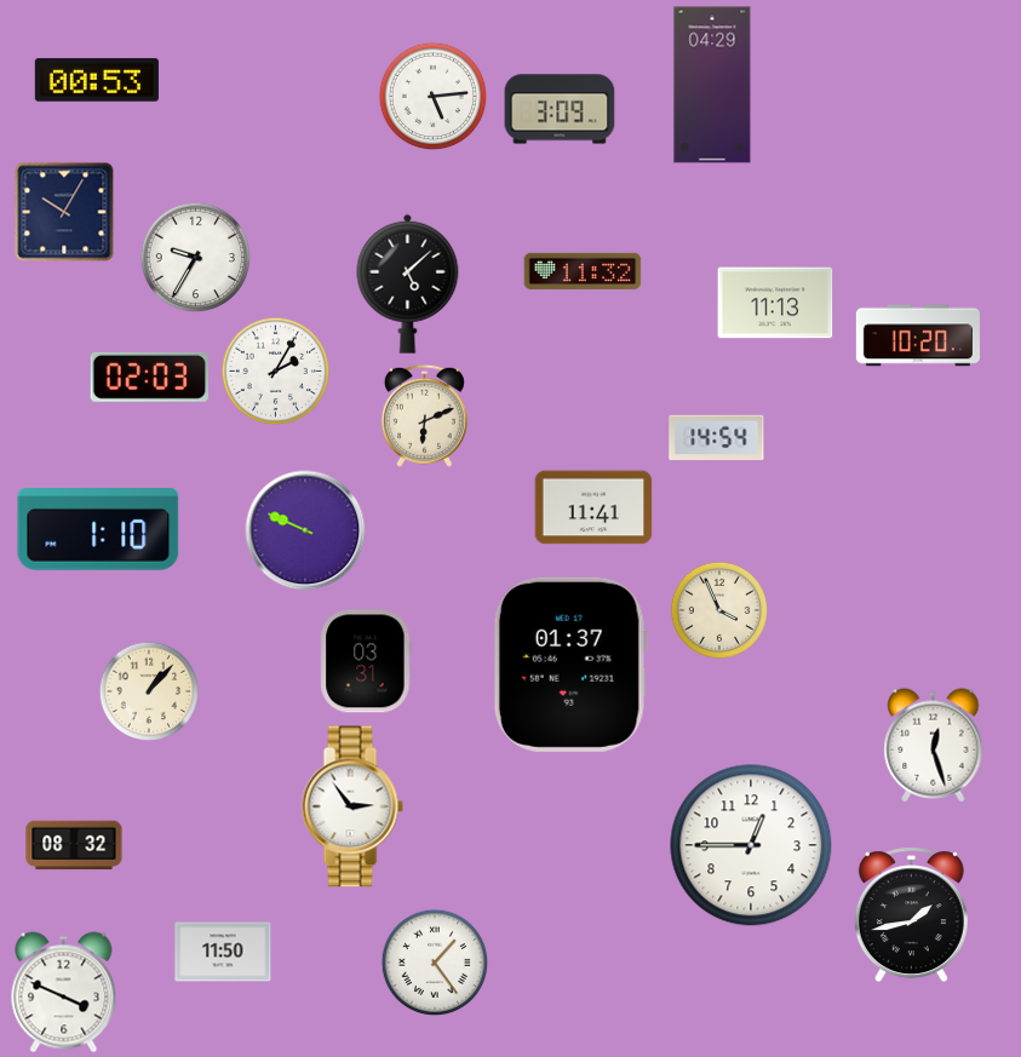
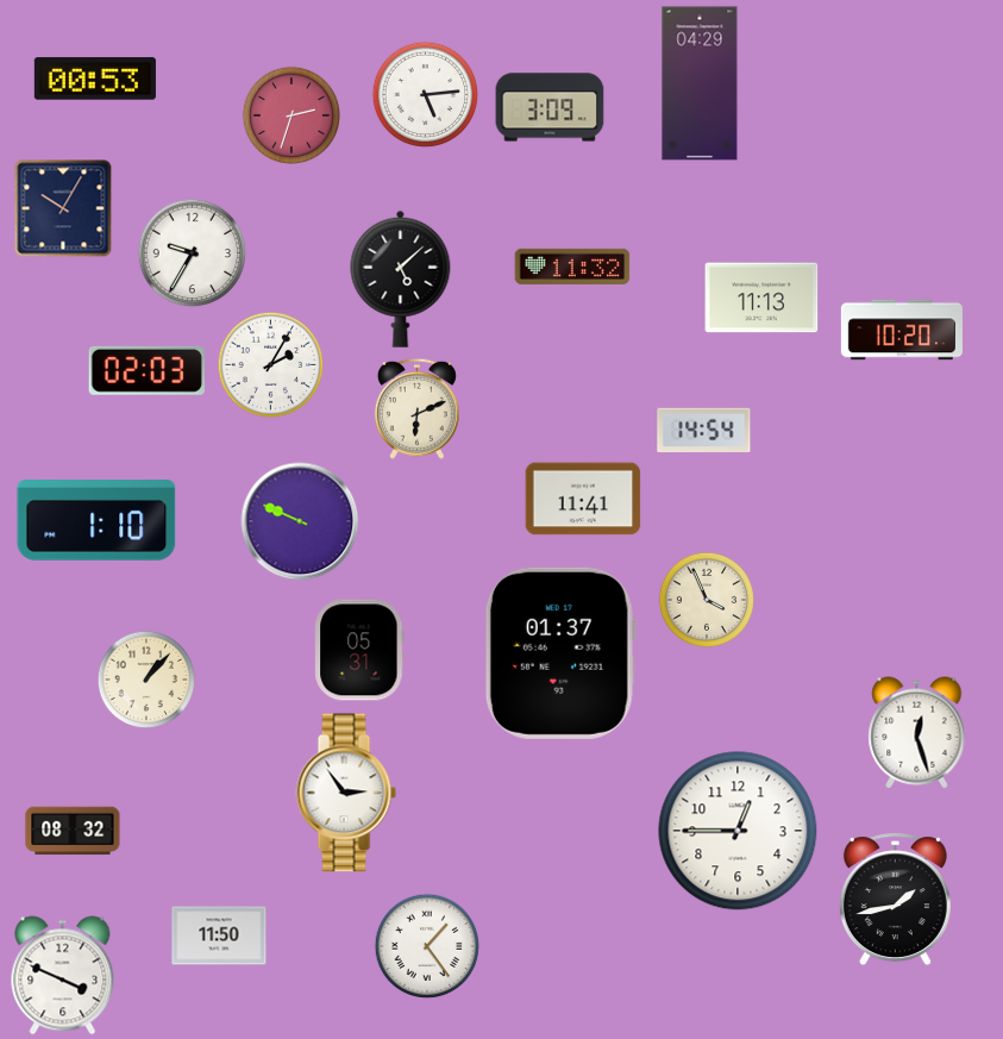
clock at (290, 114): none -> 2:33
clock at (366, 661): 03:31 -> 05:31
